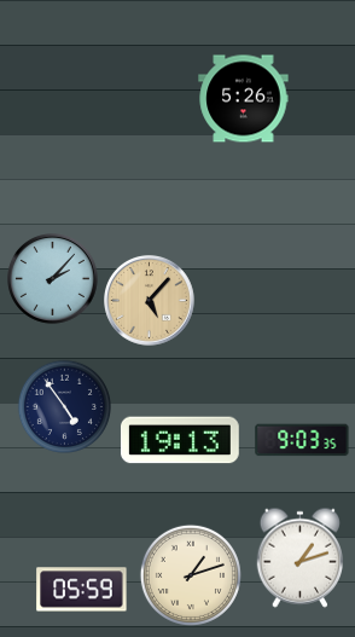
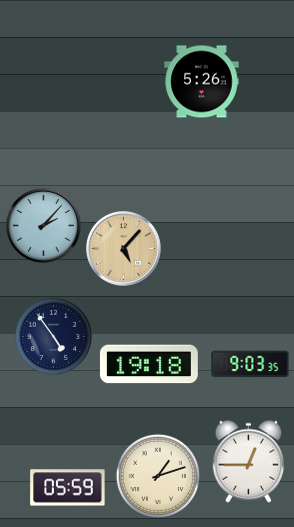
clock at (53, 279) position: (53, 279) -> (44, 226)
clock at (180, 440): 19:13 -> 19:18
clock at (301, 557): 1:12 -> 12:45
